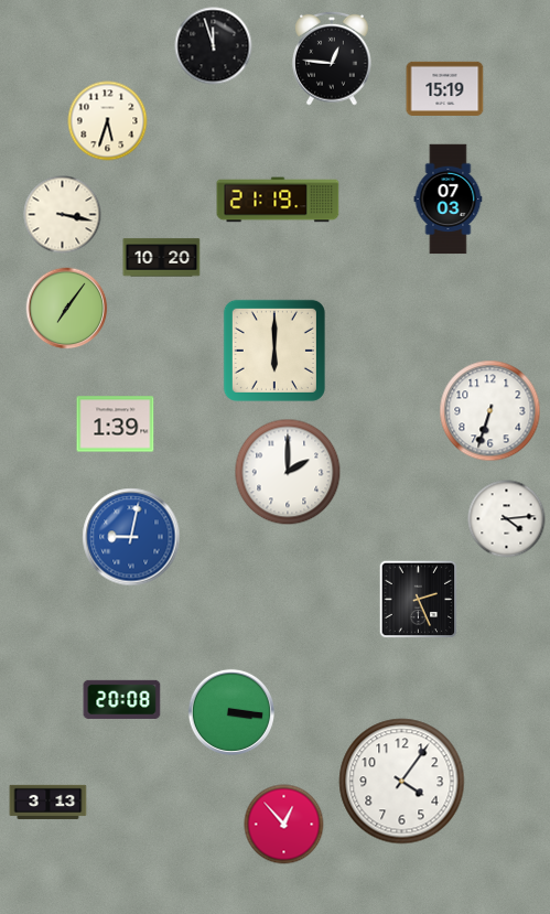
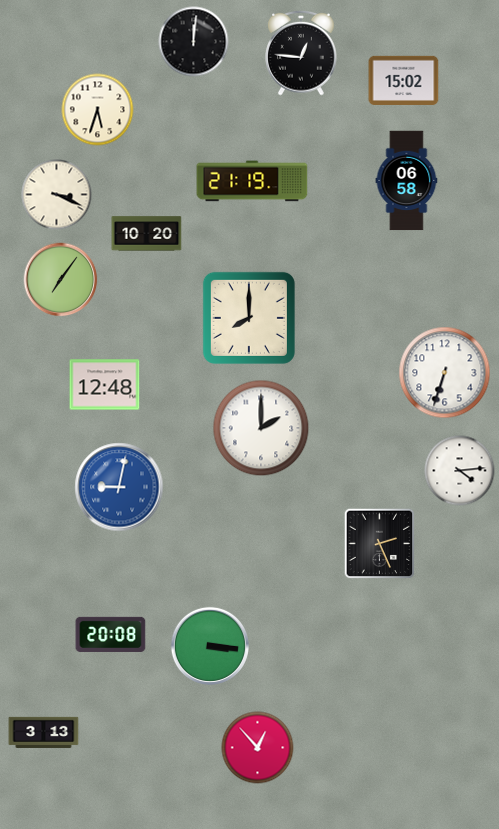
clock at (214, 46): 11:57 -> 12:01
clock at (445, 88): 15:19 -> 15:02
clock at (449, 200): 07:03 -> 06:58
clock at (63, 215): 3:17 -> 3:19
clock at (274, 351): 6:00 -> 8:00
clock at (116, 424): 1:39 -> 12:48
clock at (402, 782): 4:06 -> none
clock at (48, 802) position: (48, 802) -> (44, 732)
